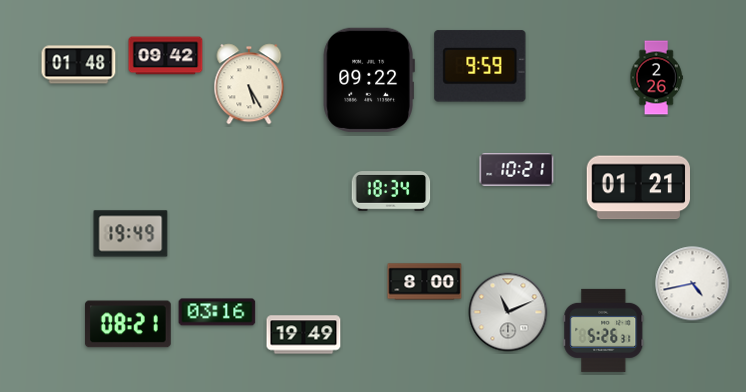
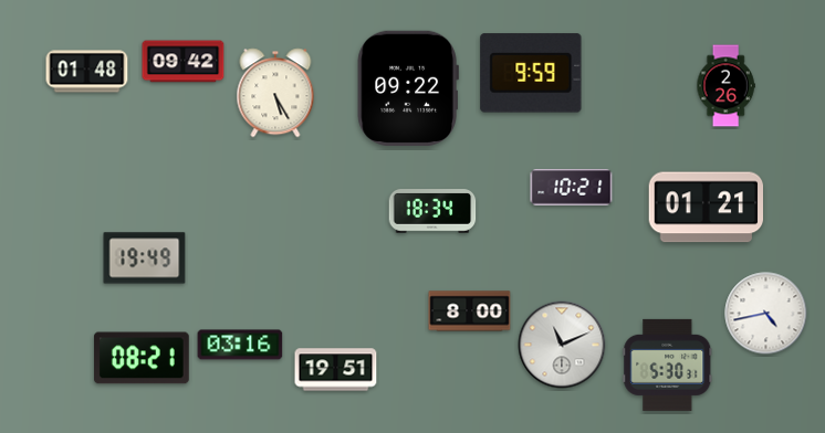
clock at (604, 330): 5:26 -> 5:30
clock at (304, 335): 19:49 -> 19:51
